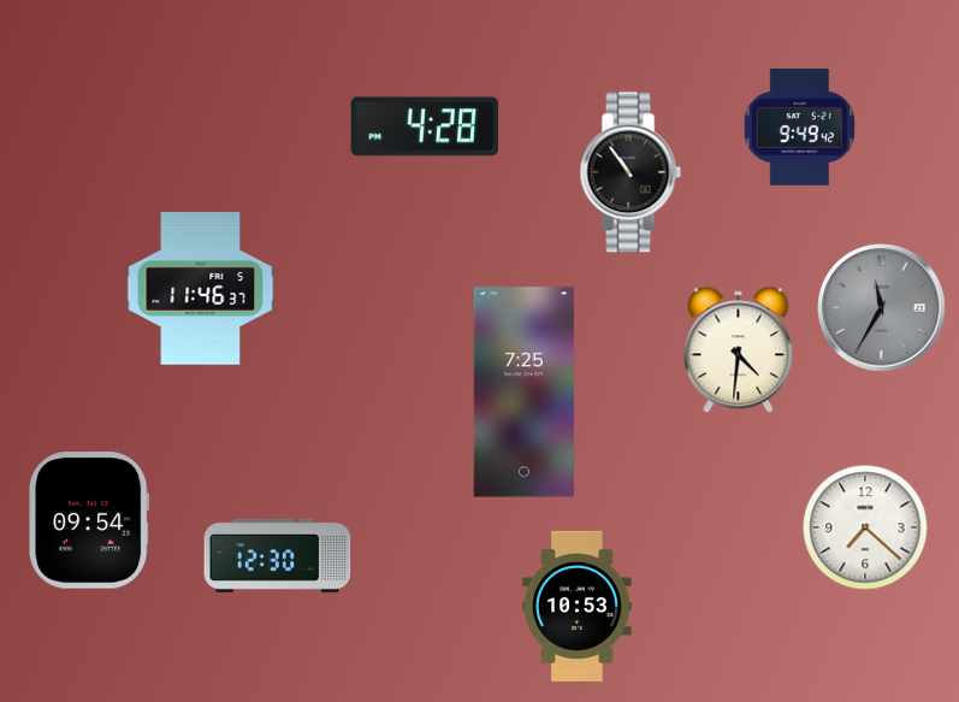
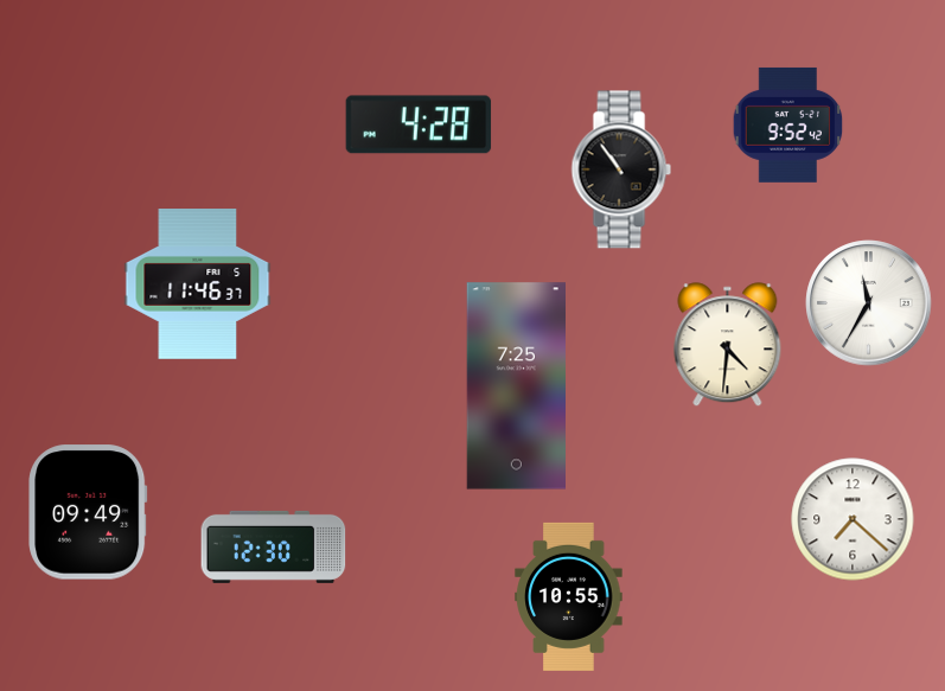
clock at (800, 126): 9:49 -> 9:52
clock at (882, 308) dial: grey -> white
clock at (89, 520): 09:54 -> 09:49
clock at (578, 606): 10:53 -> 10:55
